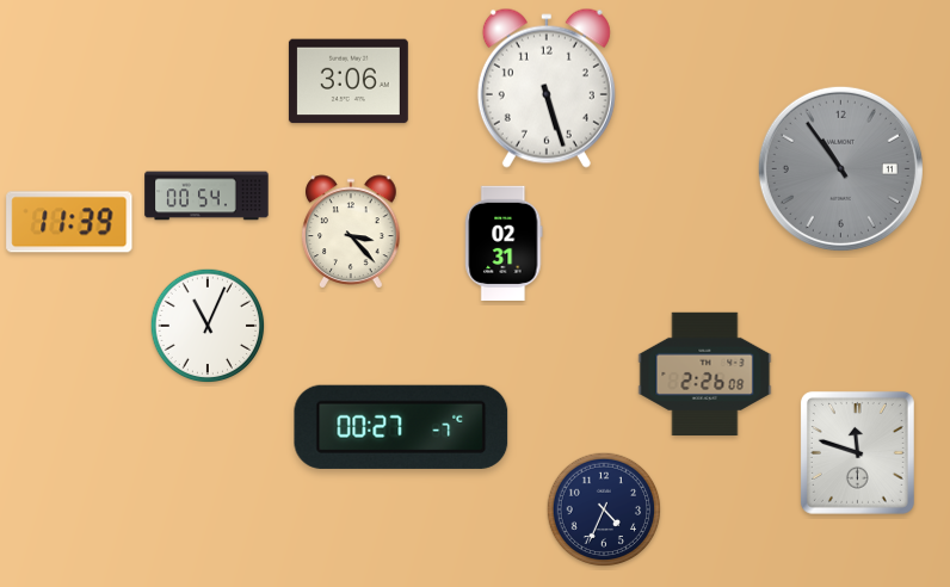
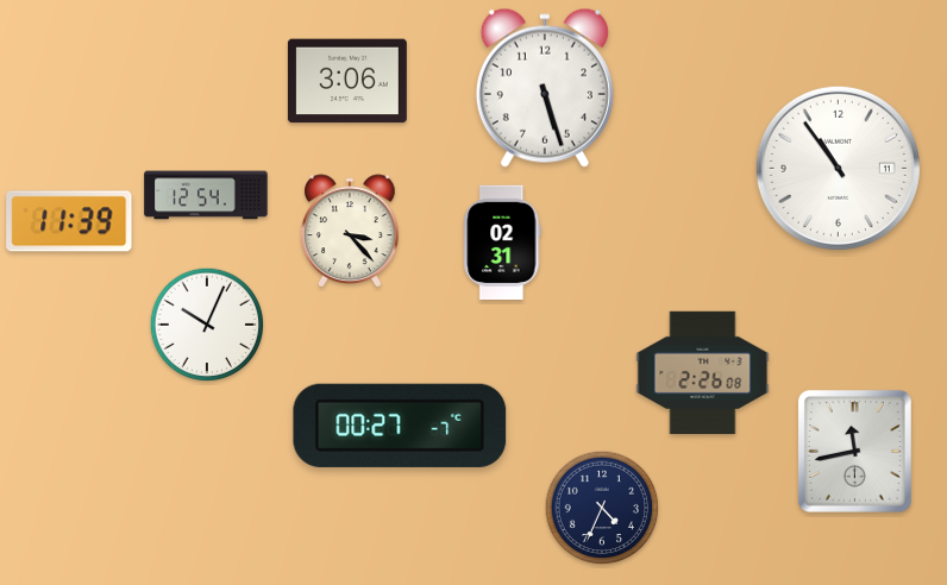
clock at (840, 168) dial: grey -> white
clock at (206, 196): 00:54 -> 12:54
clock at (208, 326): 11:04 -> 10:04
clock at (857, 452): 11:48 -> 11:43
